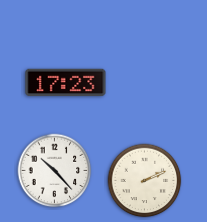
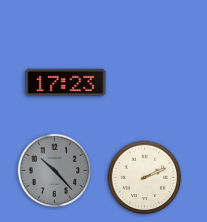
clock at (55, 171) dial: white -> grey
clock at (145, 181) position: (145, 181) -> (145, 178)
